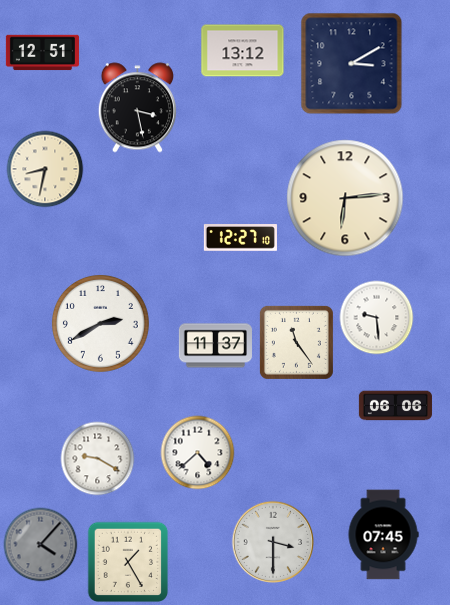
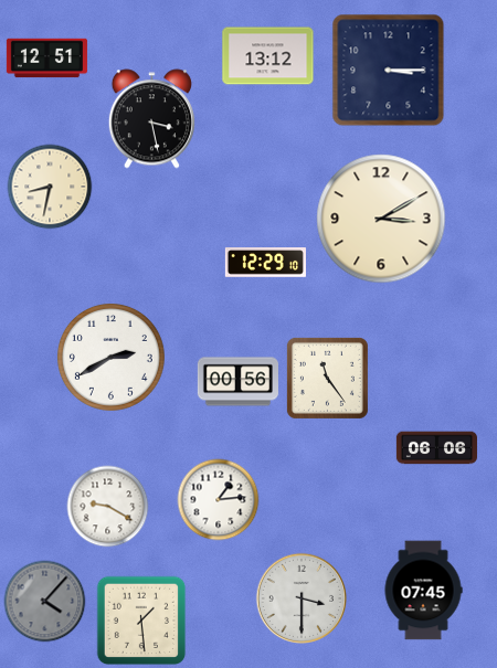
clock at (352, 64): 3:10 -> 3:15
clock at (345, 198): 6:14 -> 3:10
clock at (240, 238): 12:27 -> 12:29
clock at (377, 318): 9:29 -> none
clock at (215, 346): 11:37 -> 00:56
clock at (198, 453): 4:38 -> 1:14
clock at (128, 562): 1:25 -> 1:29
